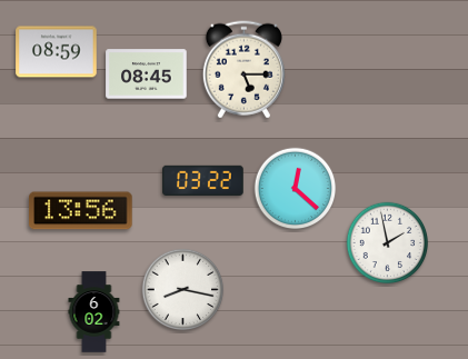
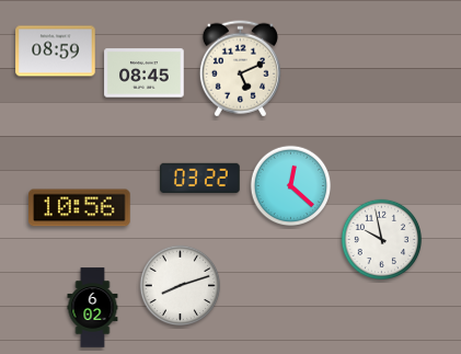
clock at (243, 70): 5:15 -> 5:11
clock at (81, 211): 13:56 -> 10:56
clock at (388, 243): 1:58 -> 9:58
clock at (183, 290): 8:17 -> 8:12
